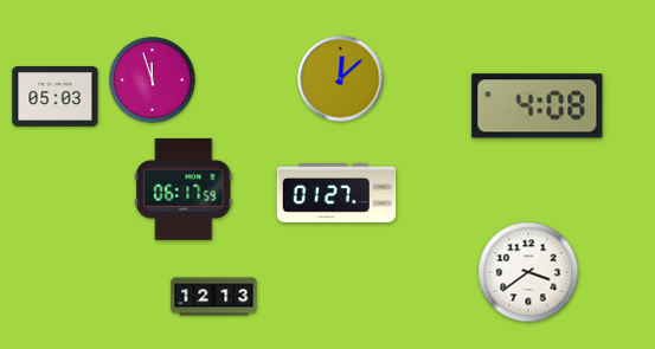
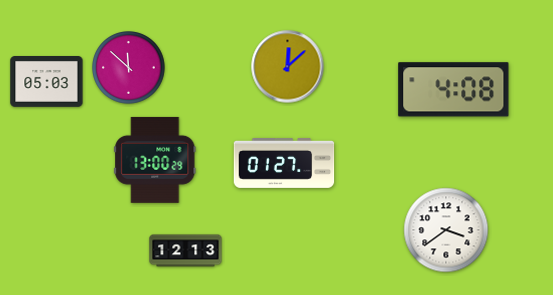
clock at (153, 80): 11:57 -> 11:52
clock at (184, 189): 06:17 -> 13:00
clock at (214, 297) position: (214, 297) -> (186, 251)
